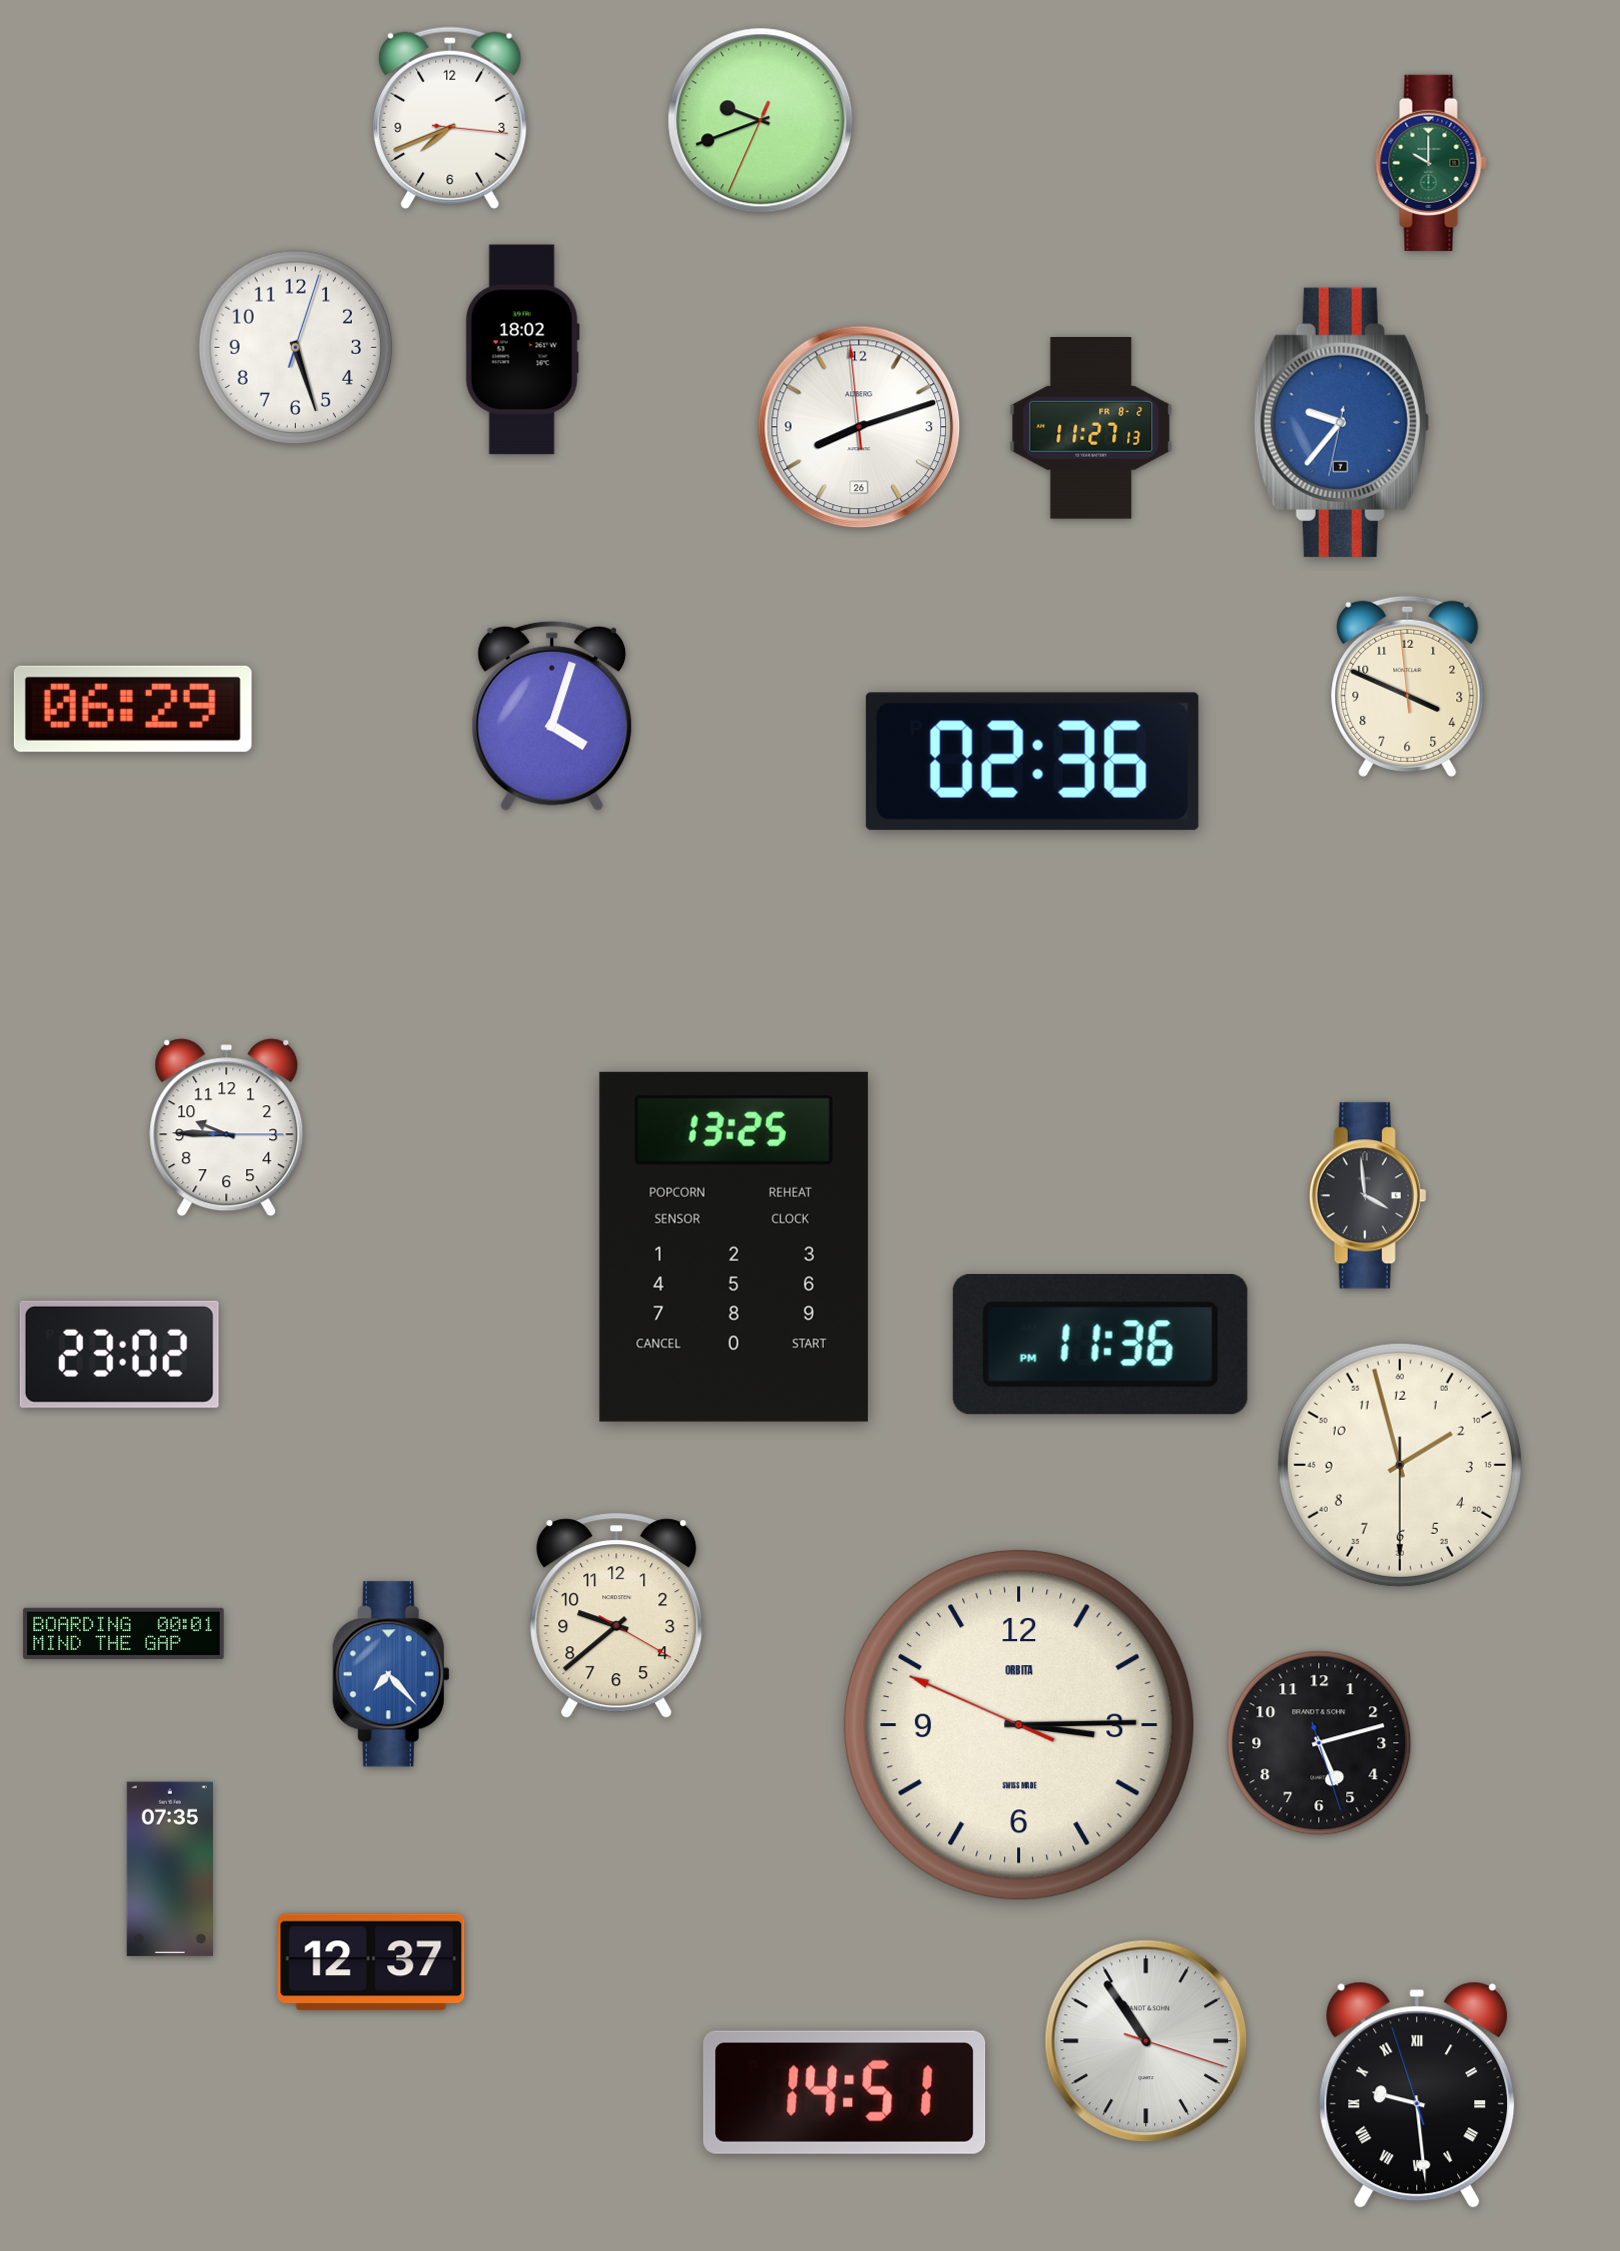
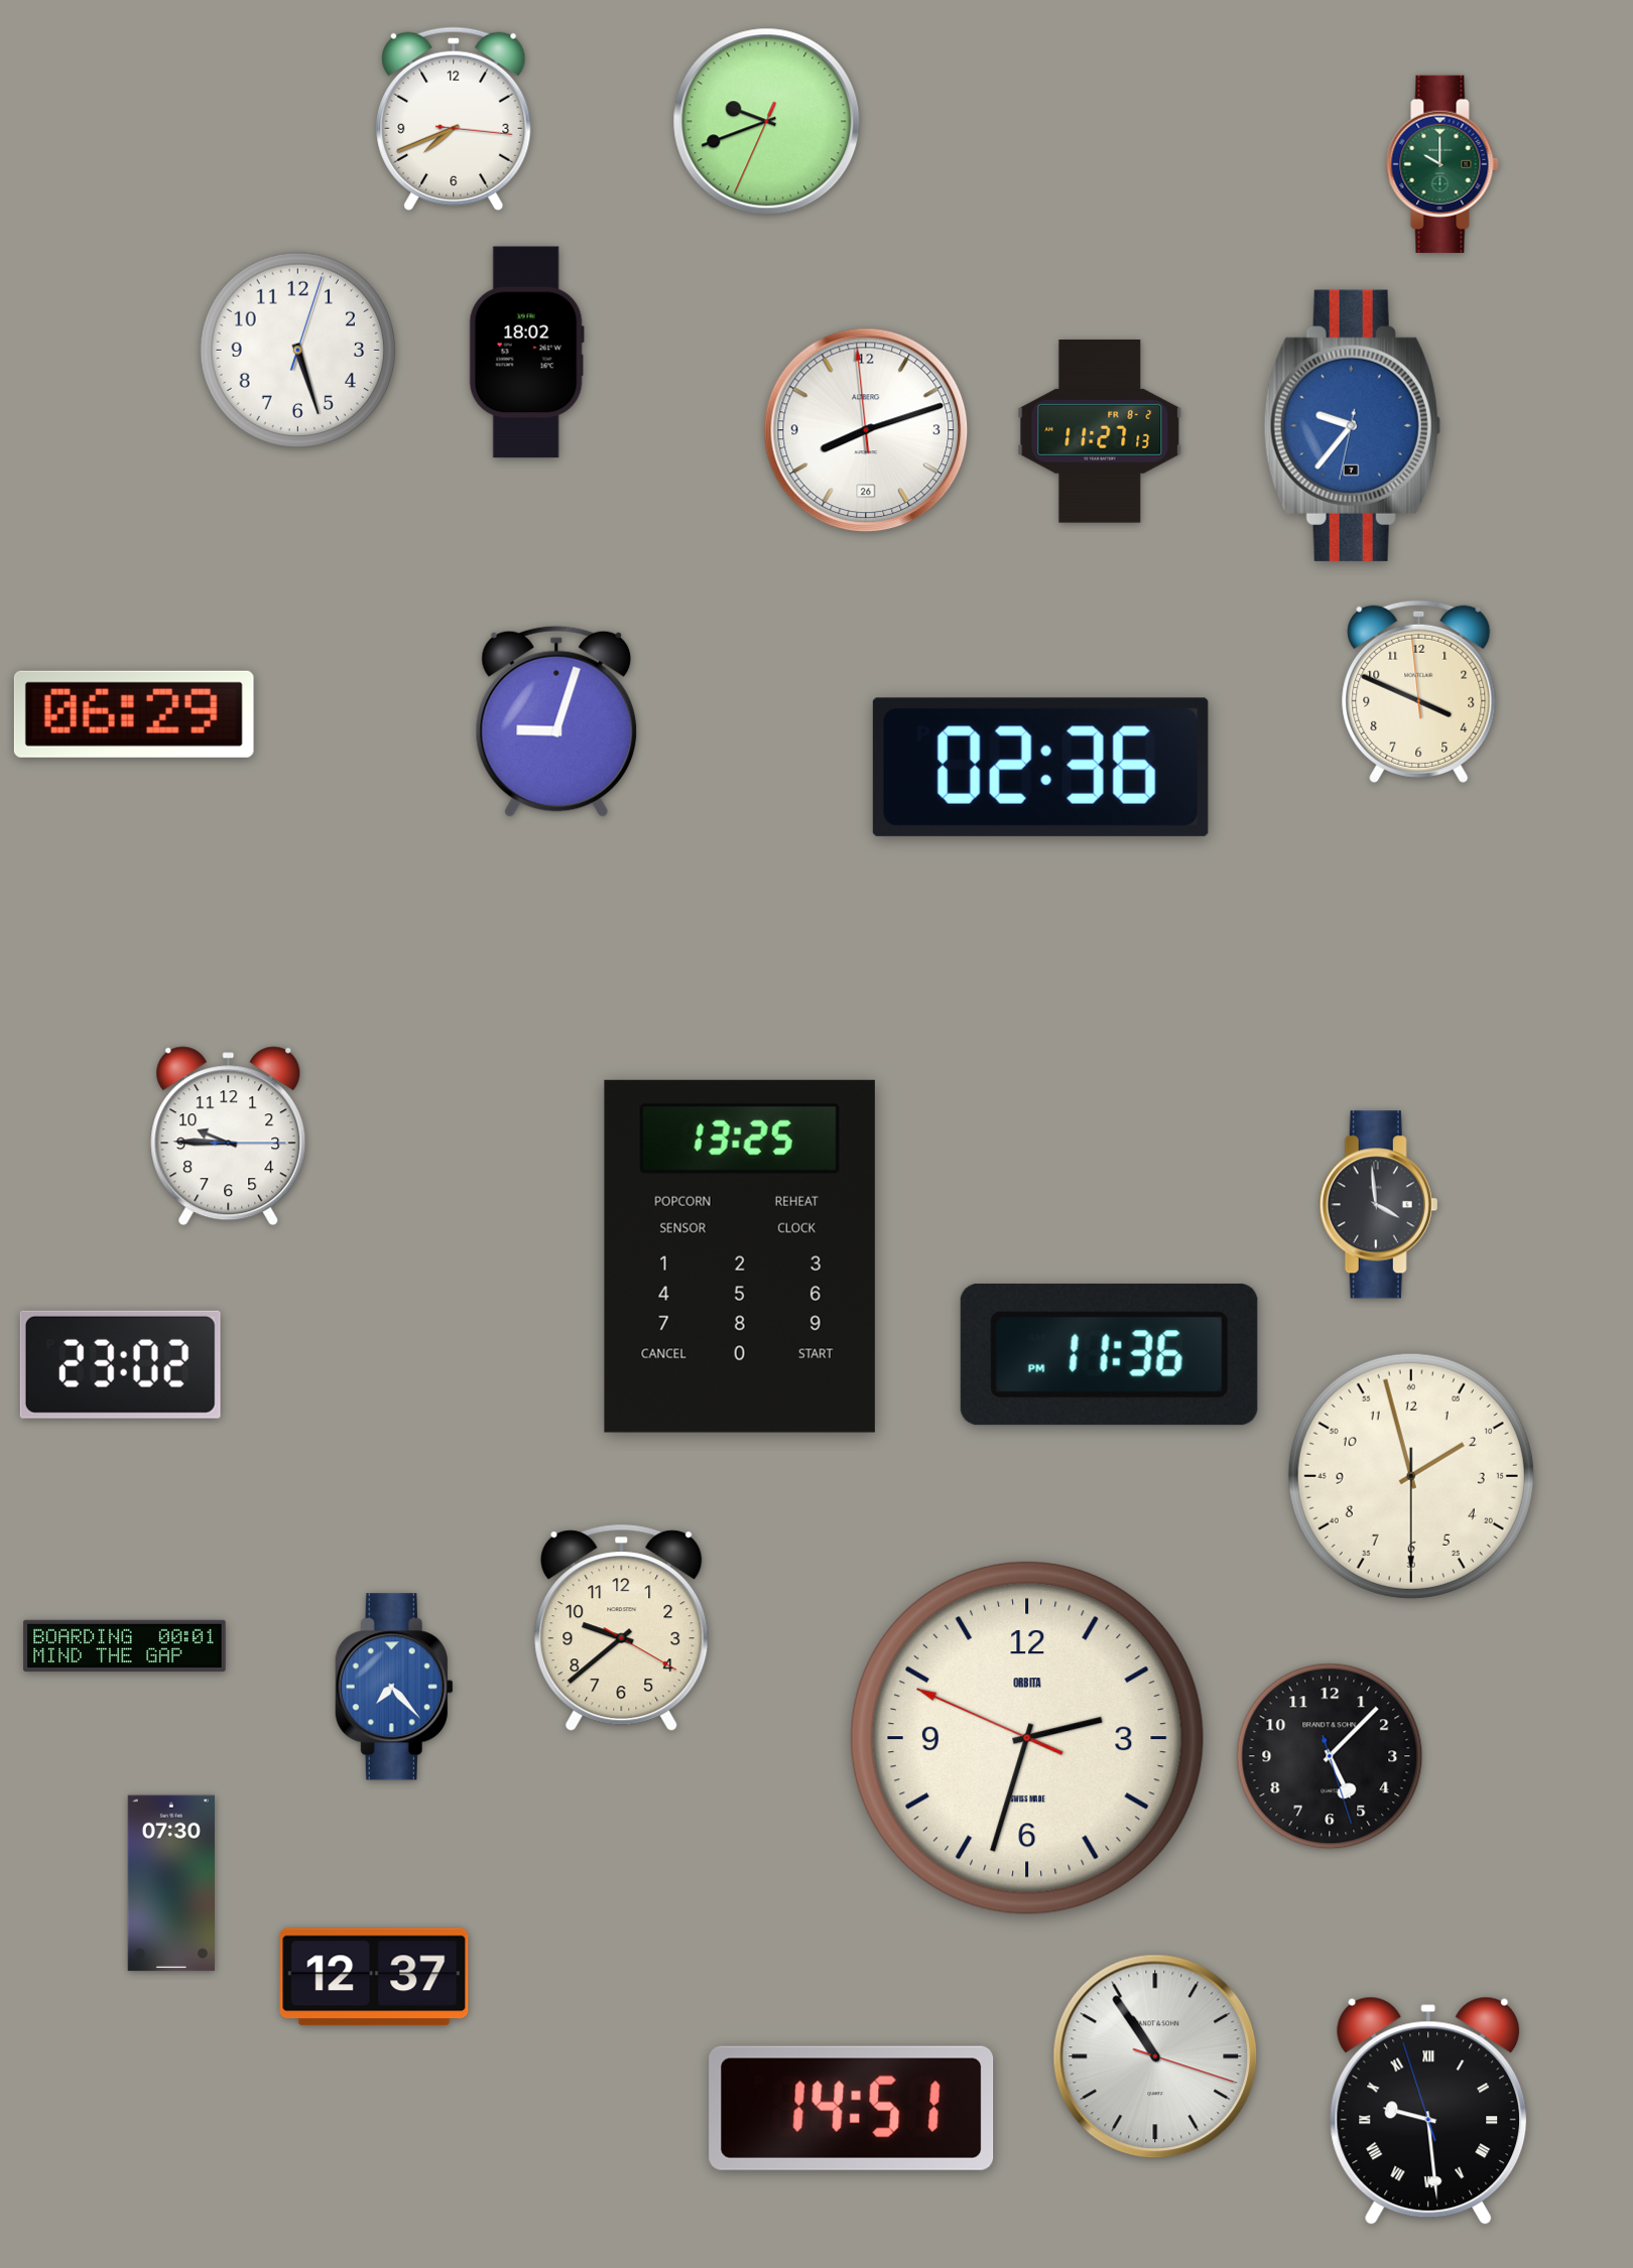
clock at (552, 716): 4:03 -> 9:03
clock at (1019, 1725): 3:14 -> 2:32
clock at (1319, 1743): 5:12 -> 5:07
clock at (170, 1869): 07:35 -> 07:30
